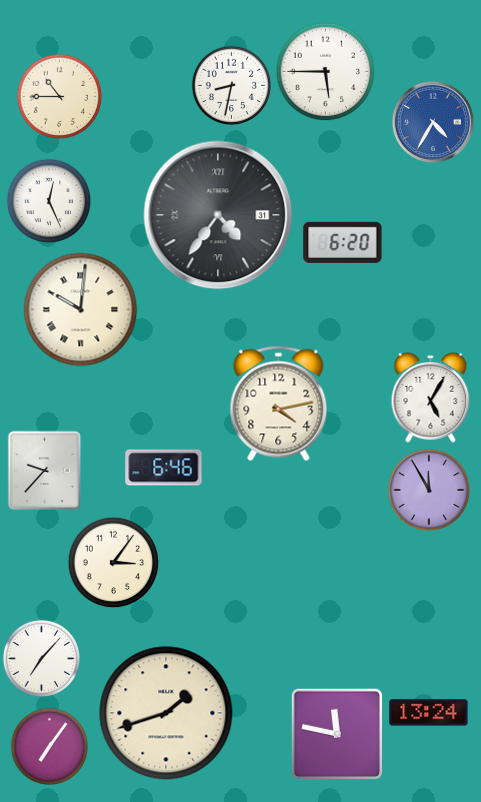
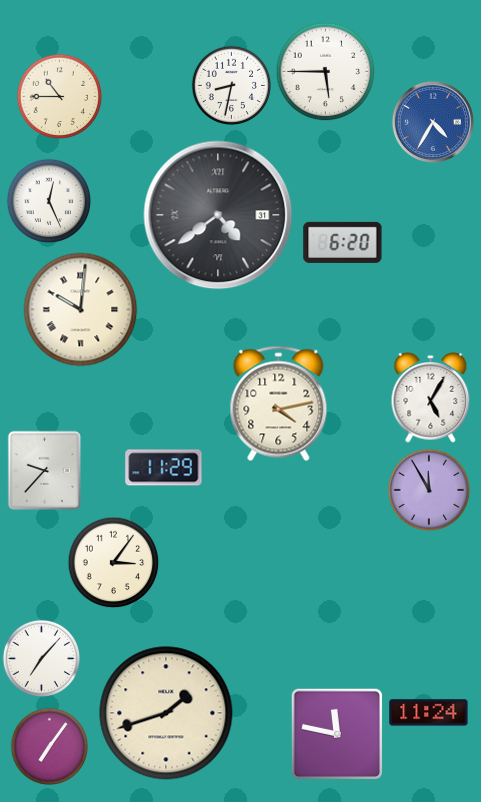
clock at (218, 215): 4:36 -> 4:39
clock at (164, 468): 6:46 -> 11:29
clock at (429, 713): 13:24 -> 11:24
